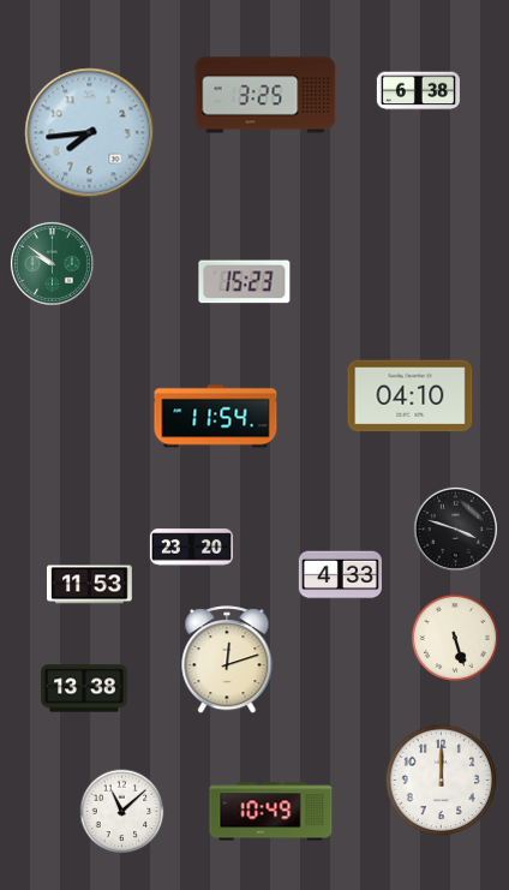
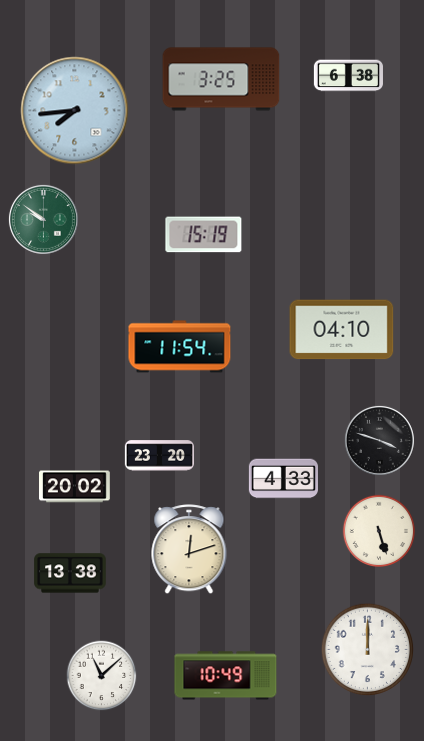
clock at (245, 282): 15:23 -> 15:19
clock at (90, 585): 11:53 -> 20:02
